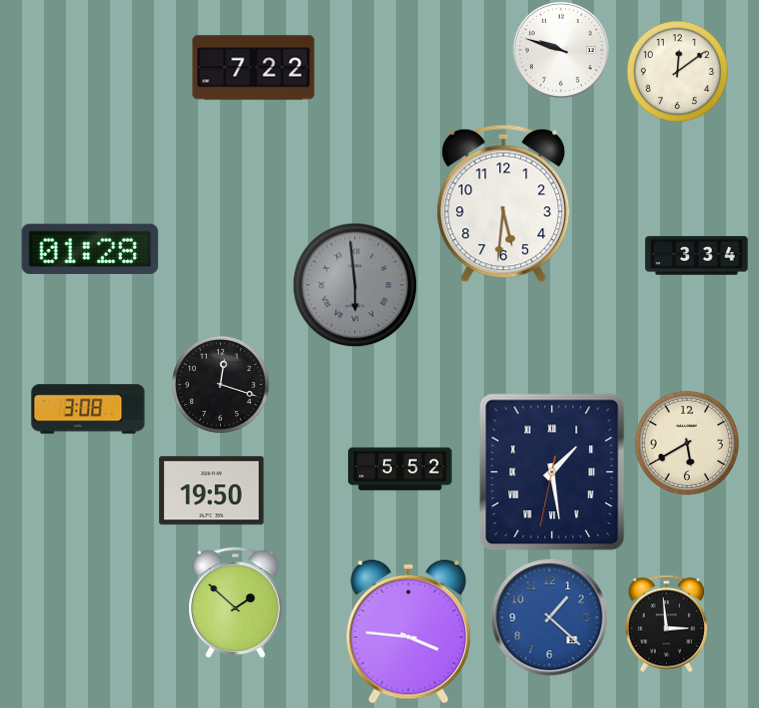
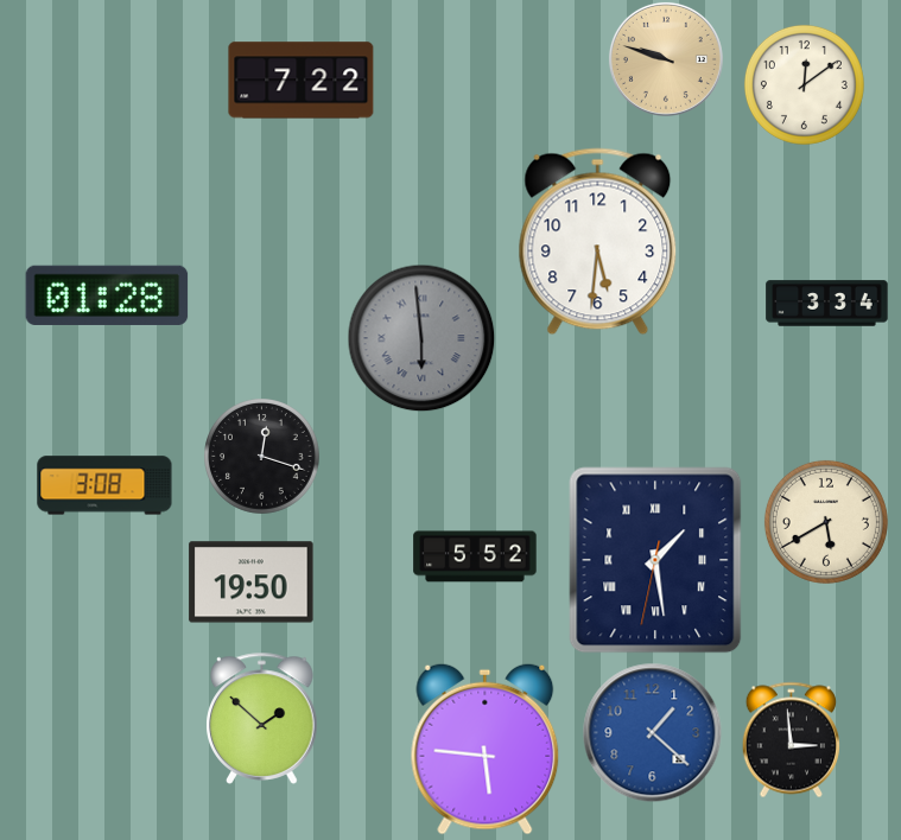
clock at (561, 50) dial: white -> champagne
clock at (687, 443) position: (687, 443) -> (826, 522)
clock at (236, 602) position: (236, 602) -> (262, 718)
clock at (409, 631): 3:46 -> 5:46
